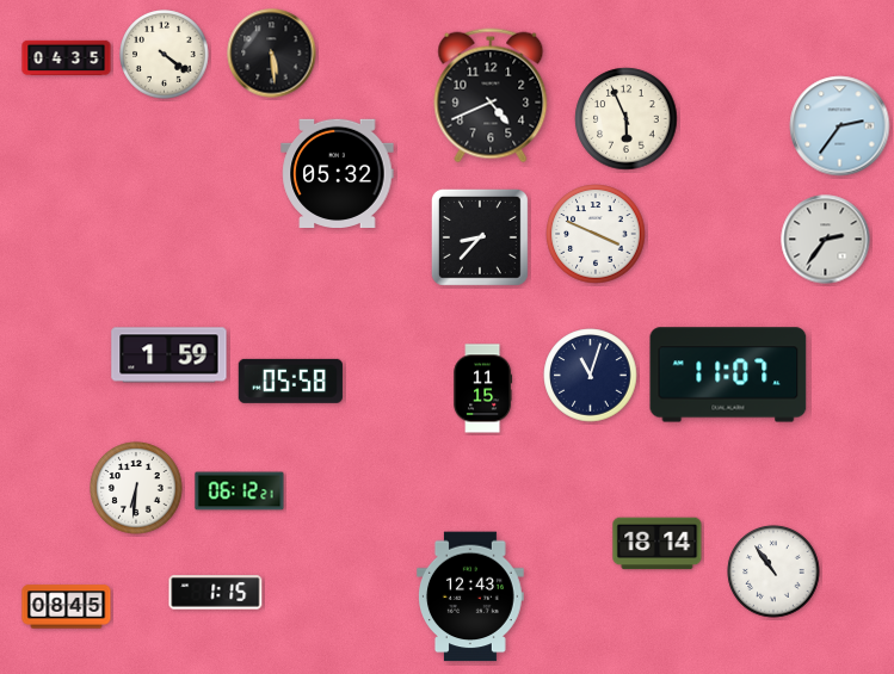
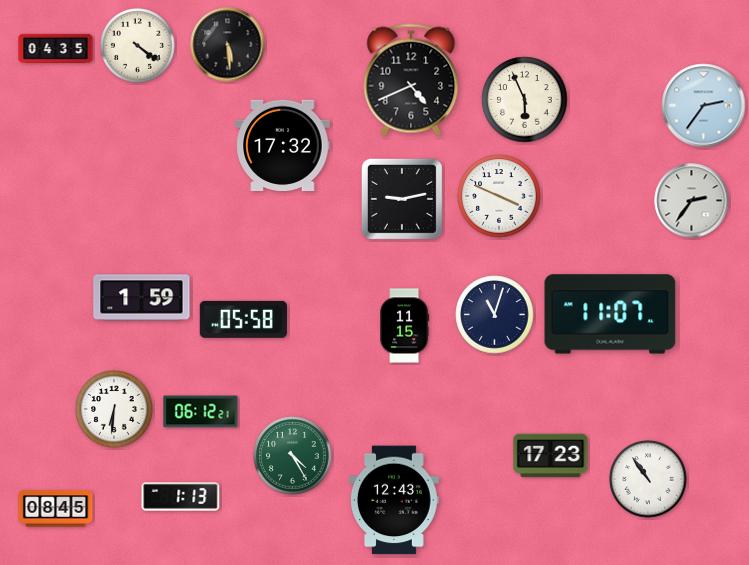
clock at (338, 173): 05:32 -> 17:32
clock at (480, 237): 8:37 -> 9:13
clock at (293, 456): none -> 4:25
clock at (658, 544): 18:14 -> 17:23
clock at (216, 593): 1:15 -> 1:13
